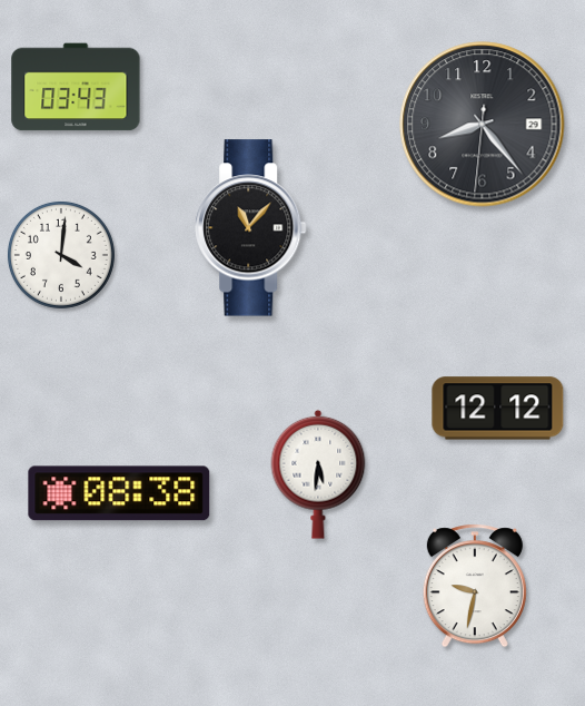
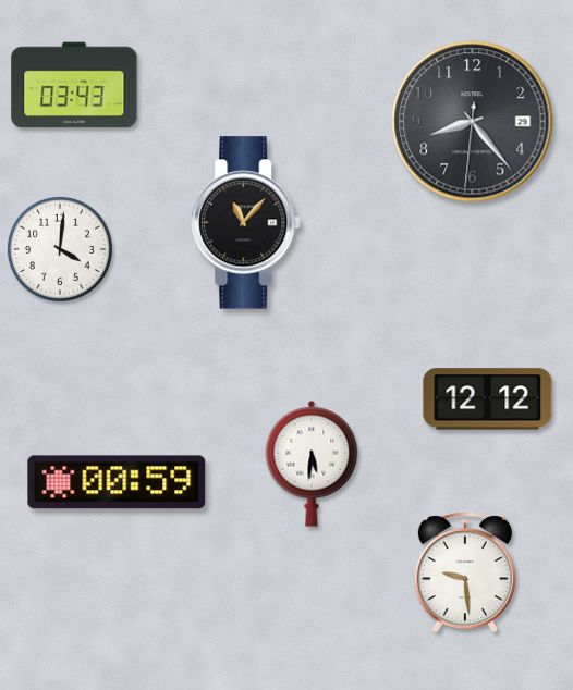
clock at (119, 493): 08:38 -> 00:59
clock at (475, 586): 9:32 -> 9:29
